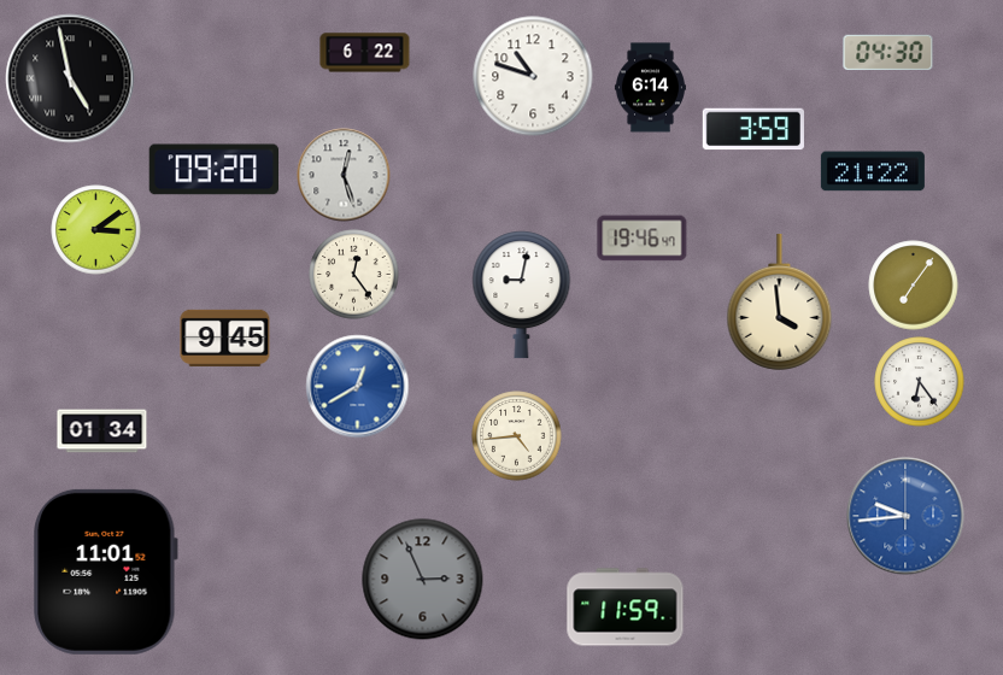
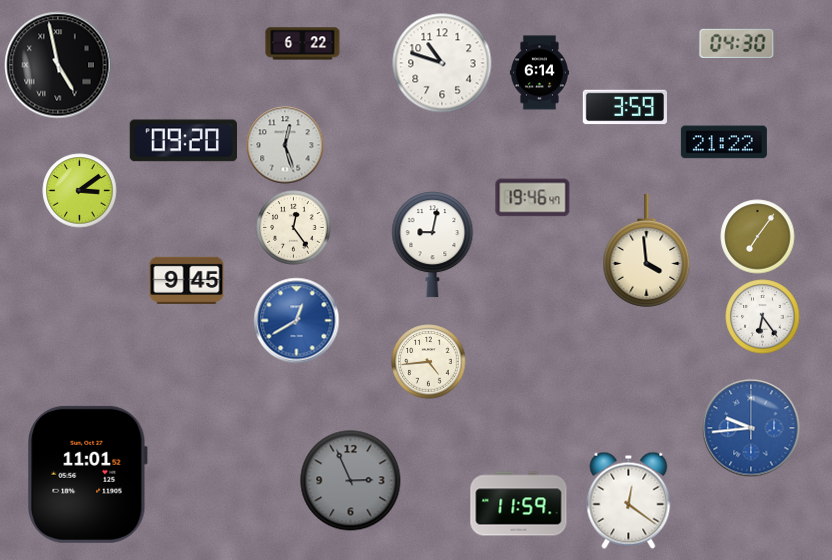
clock at (213, 170) position: (213, 170) -> (183, 141)
clock at (102, 432): 01:34 -> none
clock at (629, 500): none -> 12:21
